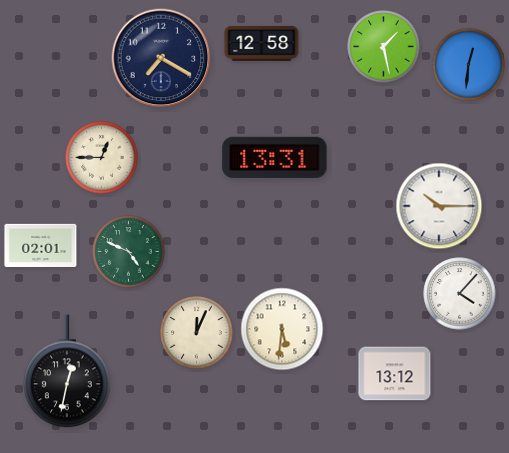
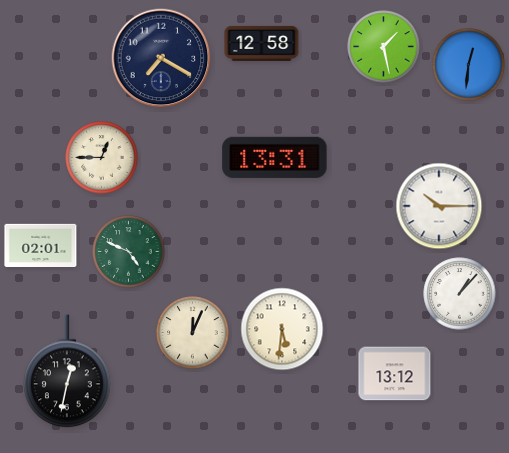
clock at (460, 294): 4:07 -> 1:07
clock at (197, 333) position: (197, 333) -> (193, 333)
